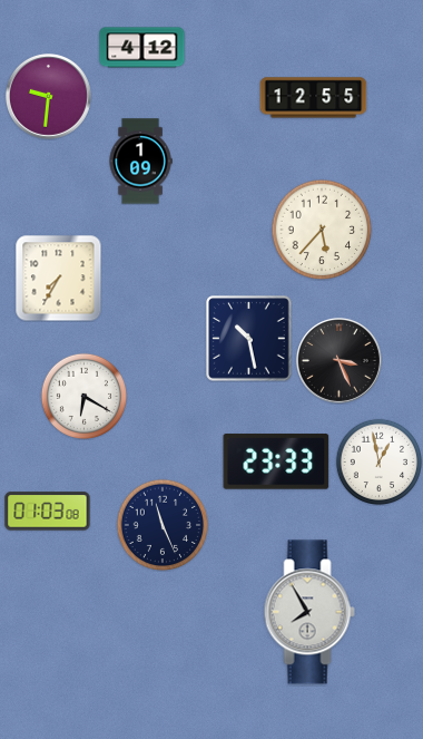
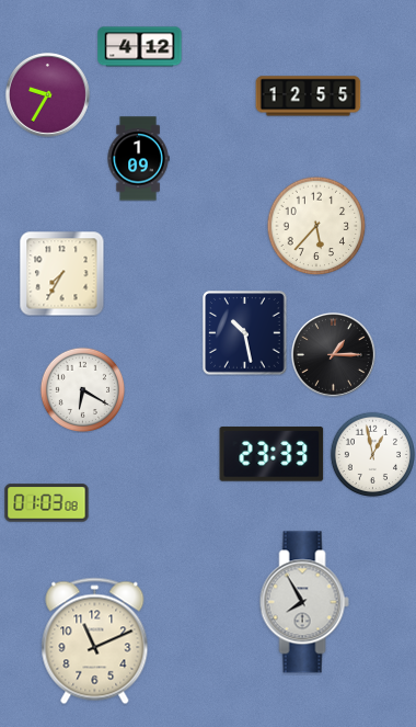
clock at (48, 96): 9:31 -> 9:35
clock at (58, 278) position: (58, 278) -> (61, 273)
clock at (338, 360): 3:26 -> 1:15
clock at (163, 525): 11:26 -> none
clock at (95, 641): none -> 11:11
